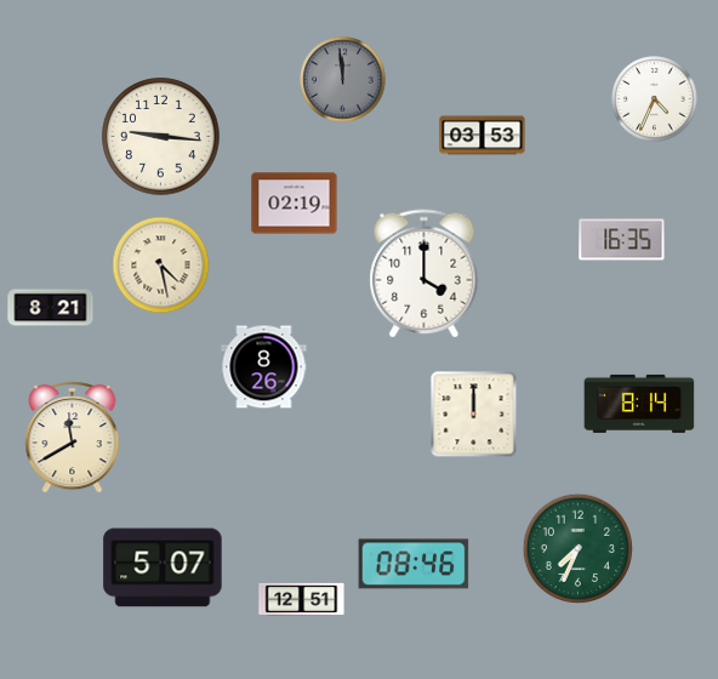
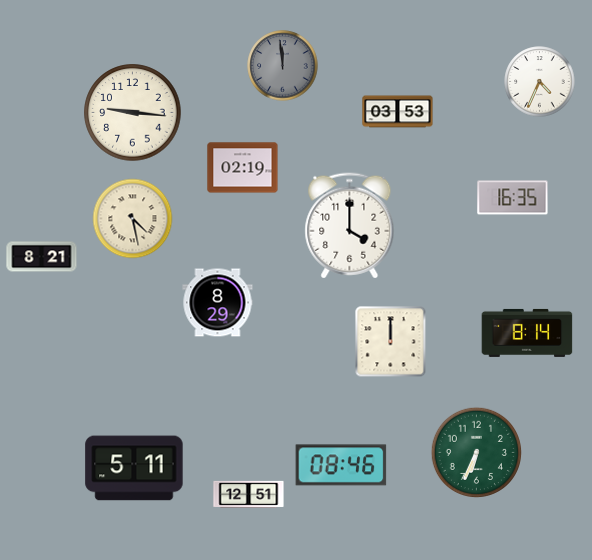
clock at (51, 308) position: (51, 308) -> (42, 257)
clock at (264, 367): 8:26 -> 8:29
clock at (73, 436): 11:40 -> none
clock at (577, 548): 7:34 -> 6:34
clock at (163, 567): 5:07 -> 5:11
